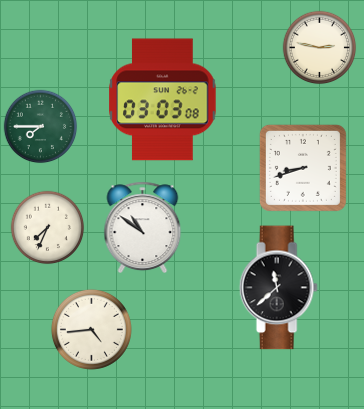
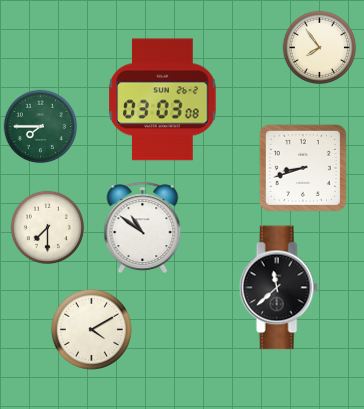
clock at (320, 48): 2:47 -> 7:54
clock at (48, 228): 7:34 -> 7:30
clock at (91, 329): 4:44 -> 4:10
